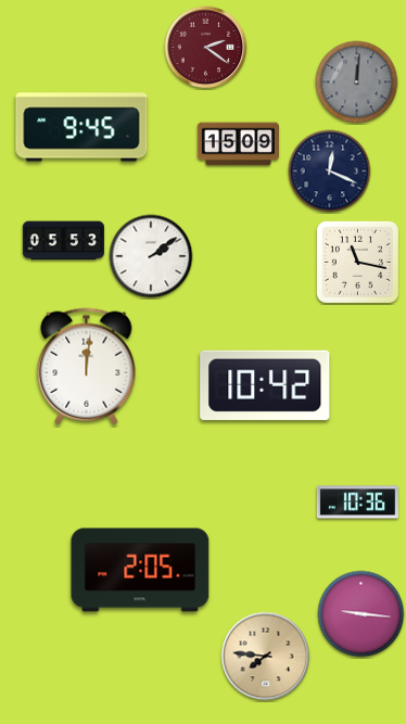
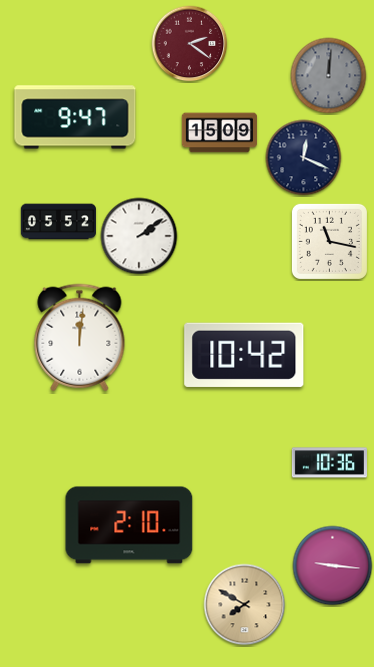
clock at (81, 127): 9:45 -> 9:47
clock at (63, 241): 05:53 -> 05:52
clock at (140, 570): 2:05 -> 2:10
clock at (266, 657): 7:46 -> 7:50
